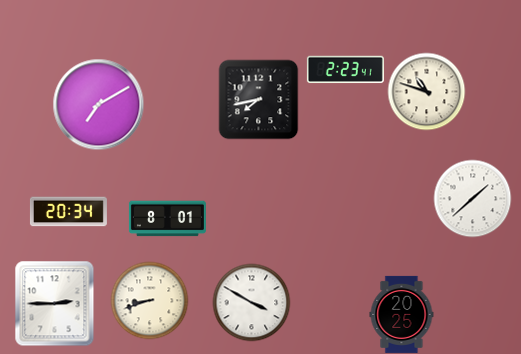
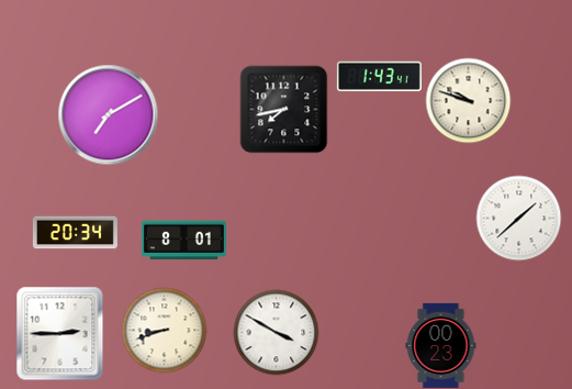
clock at (345, 70): 2:23 -> 1:43
clock at (426, 91): 10:48 -> 9:48
clock at (402, 314): 20:25 -> 00:23
